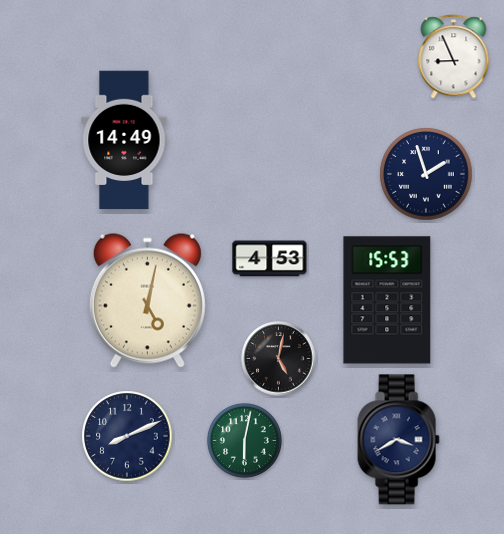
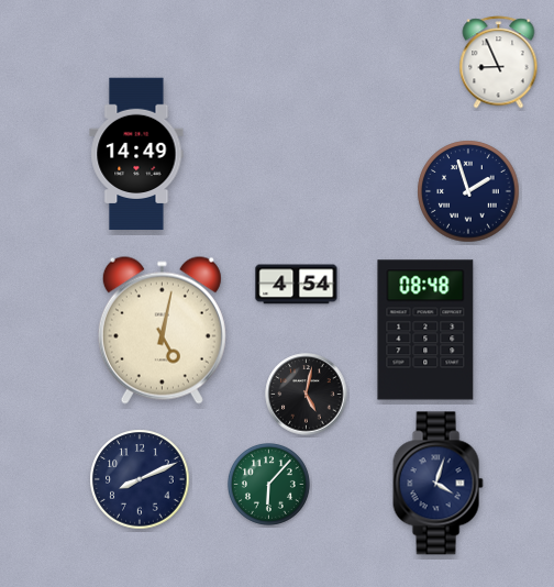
clock at (270, 259): 4:53 -> 4:54
clock at (387, 300): 15:53 -> 08:48
clock at (244, 440): 6:02 -> 6:07
clock at (398, 440): 3:40 -> 4:03
